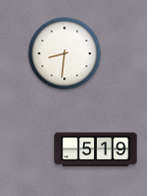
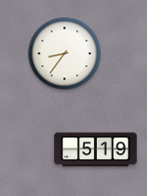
clock at (65, 54): 8:31 -> 8:36
